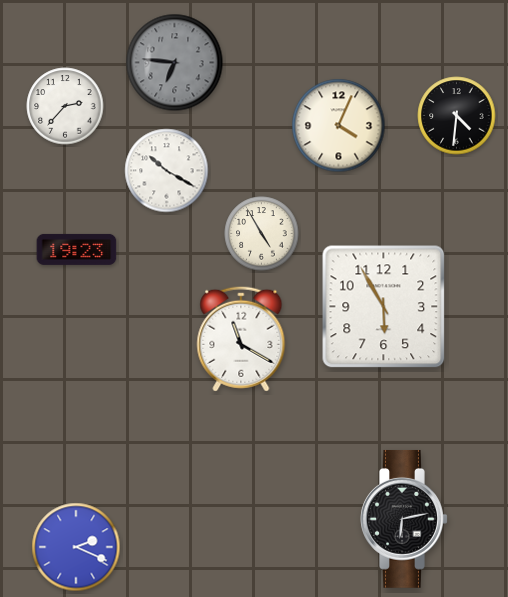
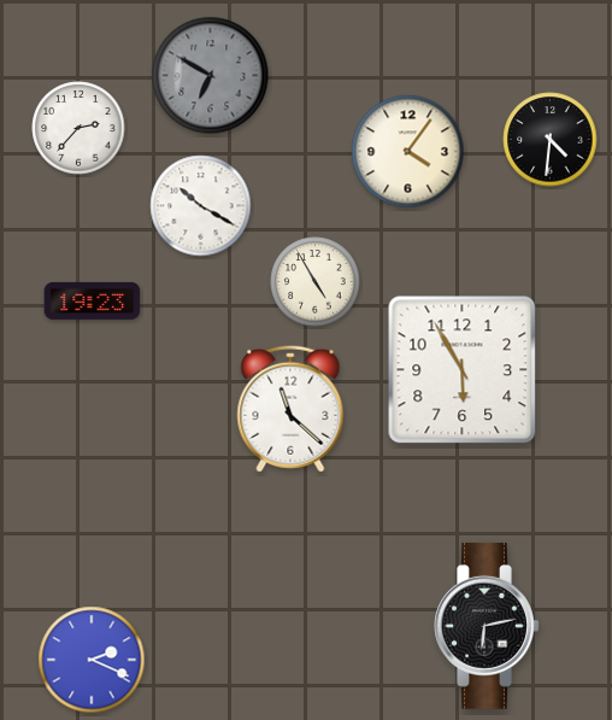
clock at (175, 63): 6:46 -> 6:50
clock at (339, 126): 4:04 -> 4:06
clock at (241, 339): 11:20 -> 11:22
